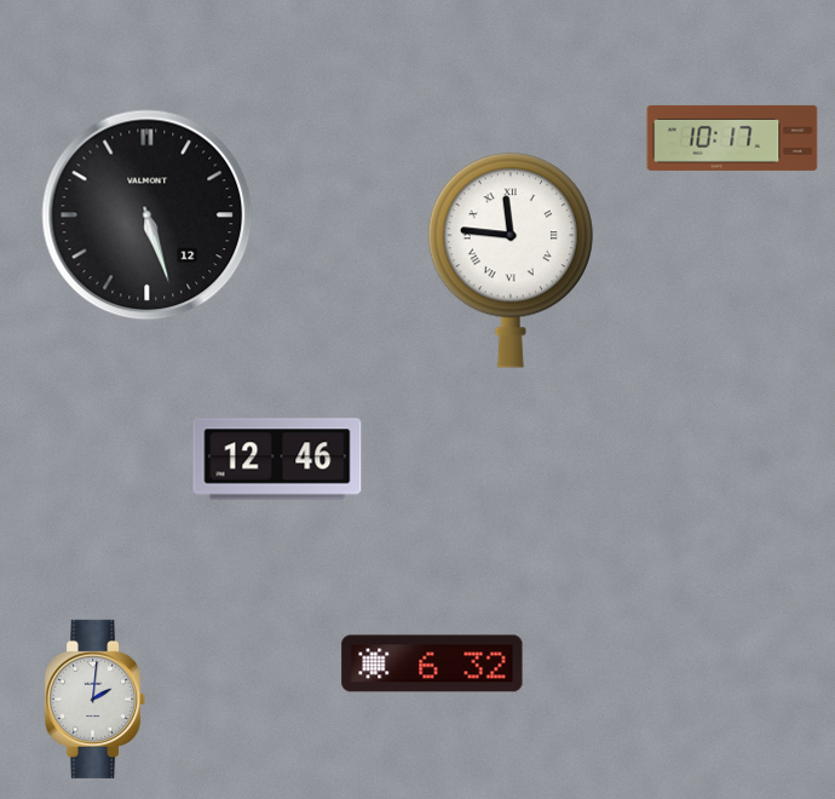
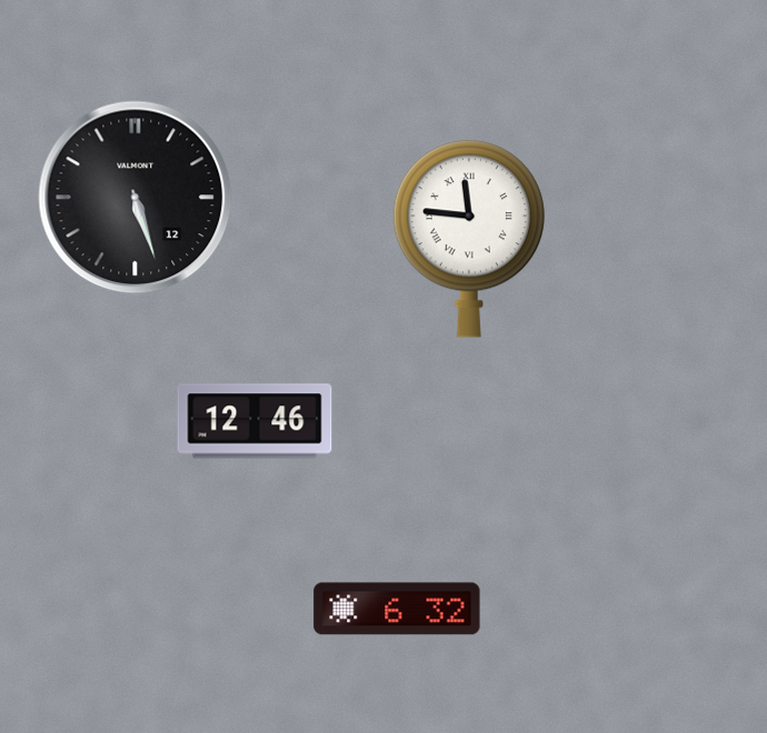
clock at (732, 138): 10:17 -> none
clock at (96, 699): 2:01 -> none
